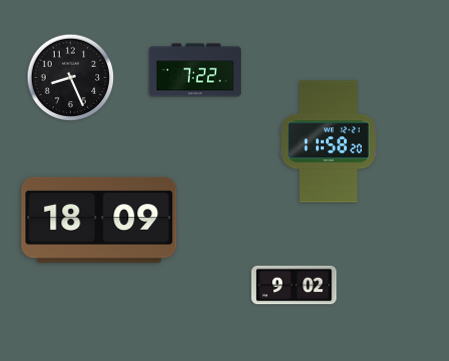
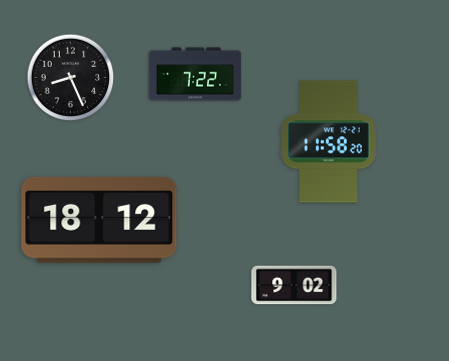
clock at (195, 70) position: (195, 70) -> (195, 74)
clock at (99, 220): 18:09 -> 18:12
